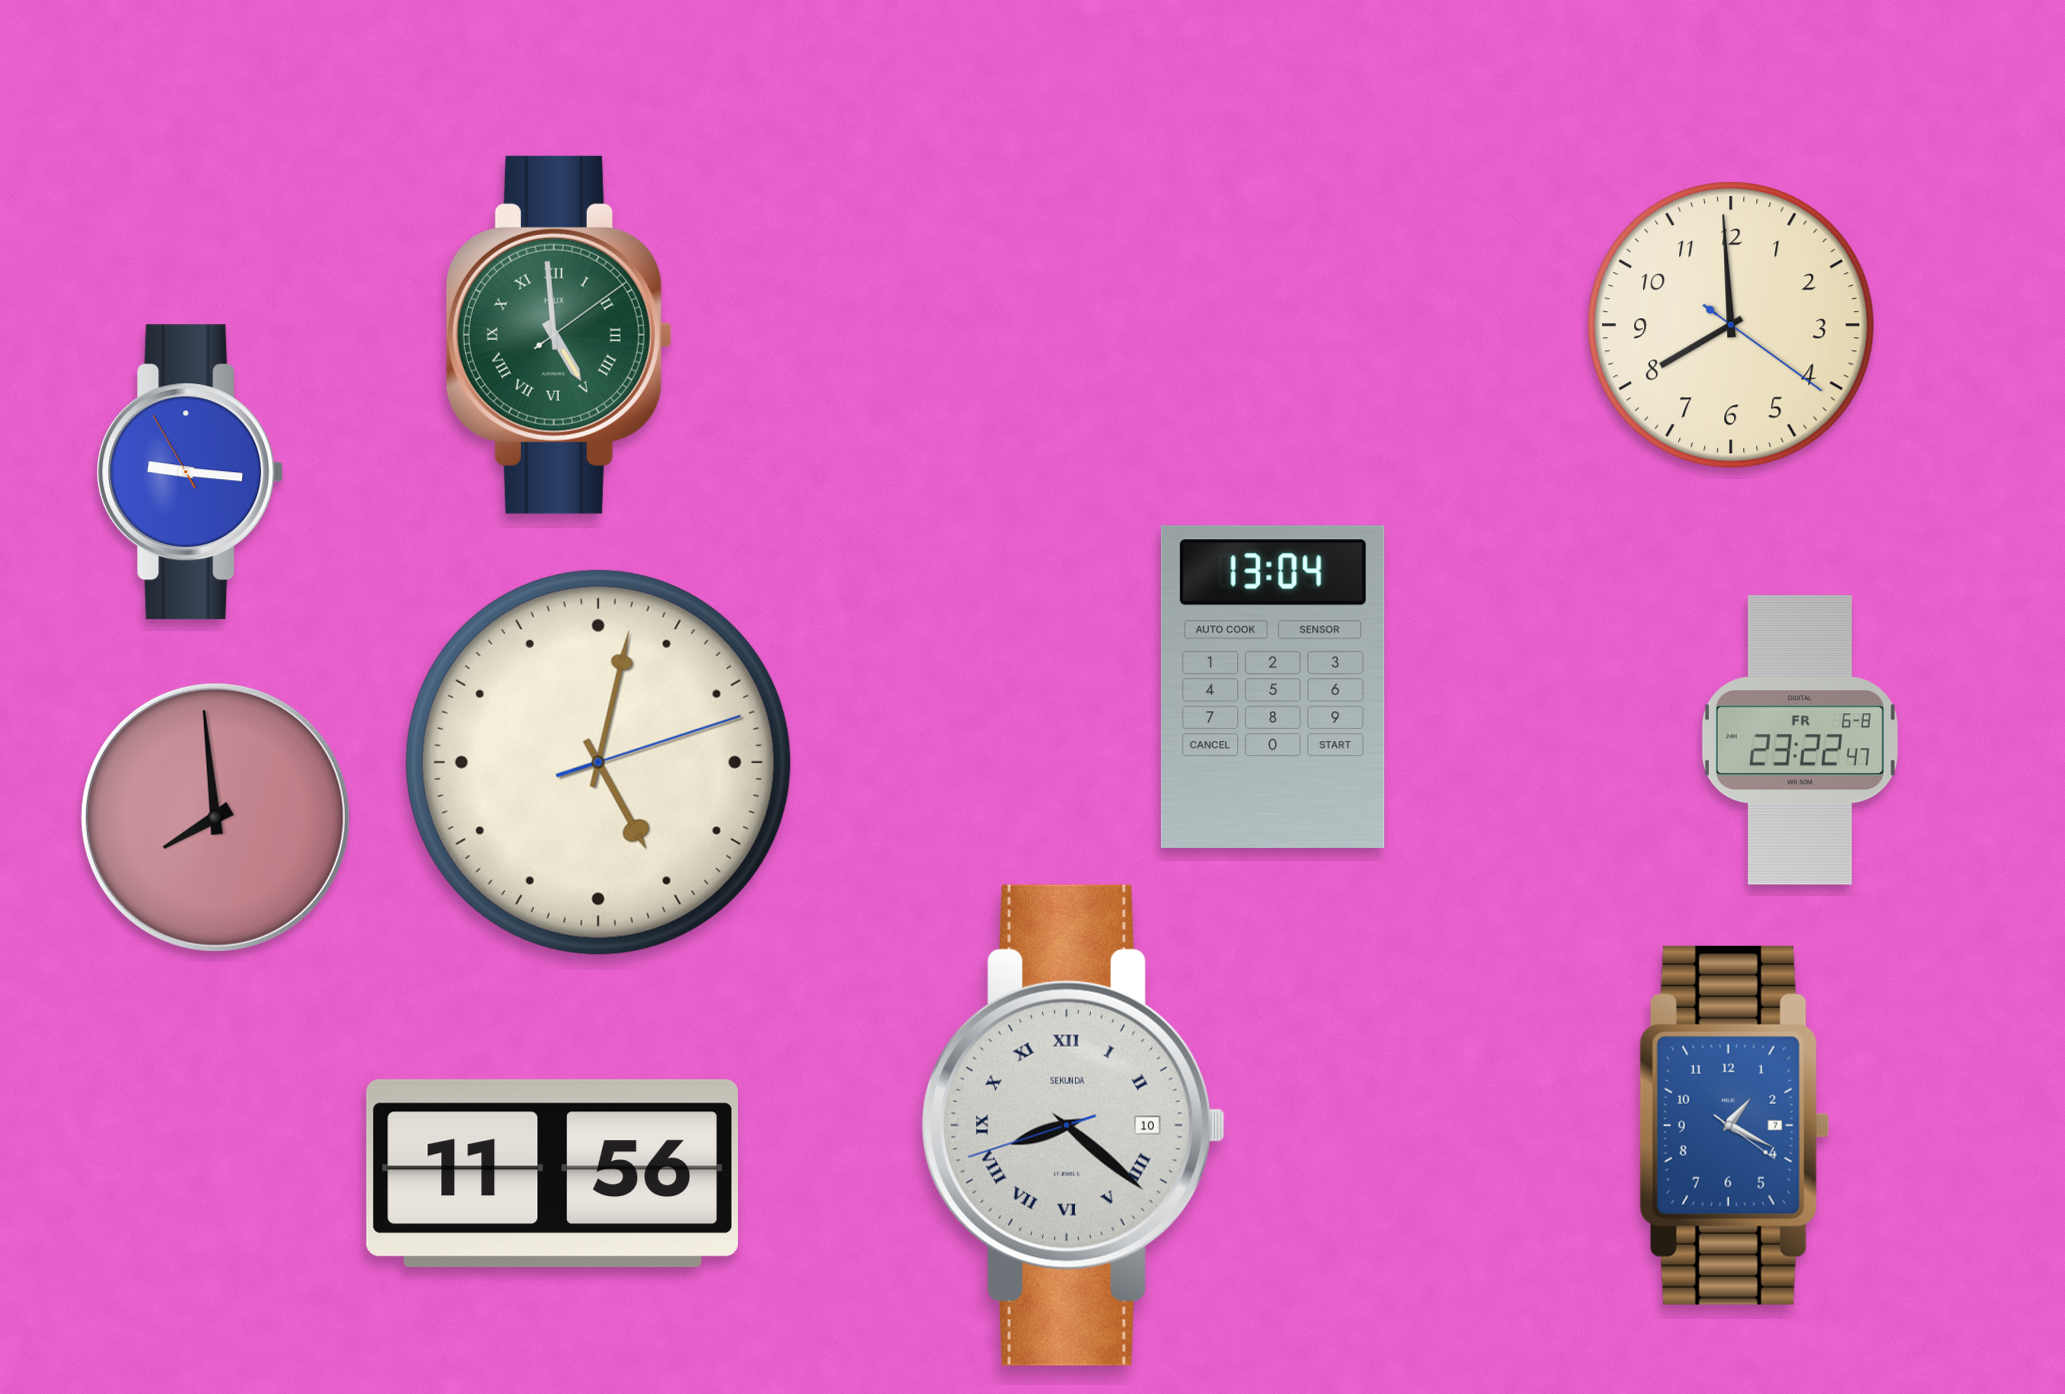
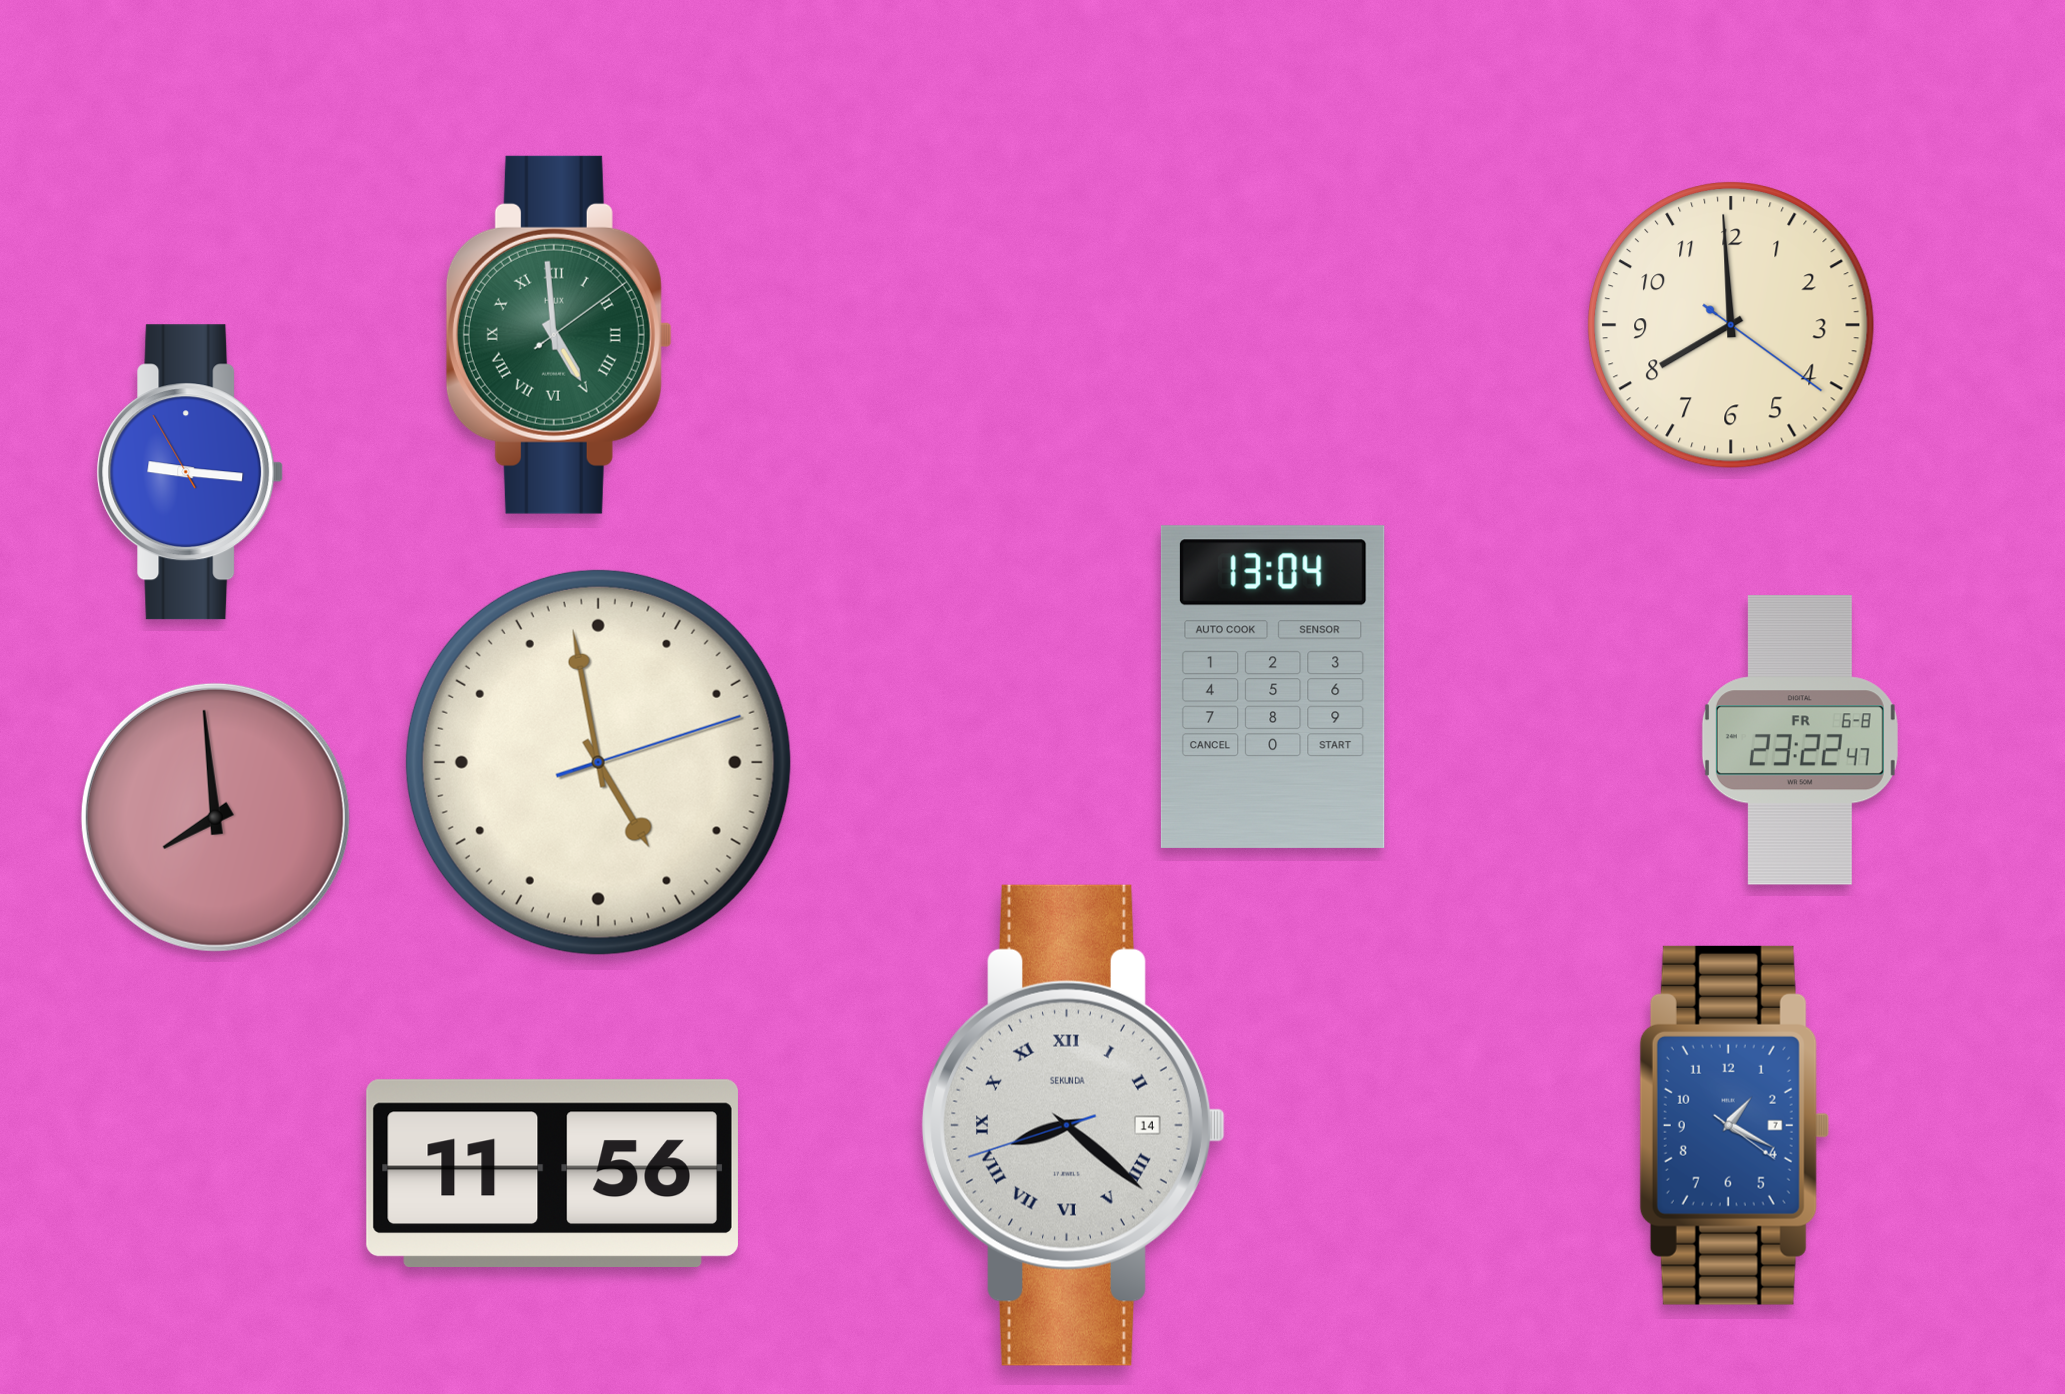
clock at (598, 762): 5:02 -> 4:58
clock at (1073, 1125) date: 10 -> 14
